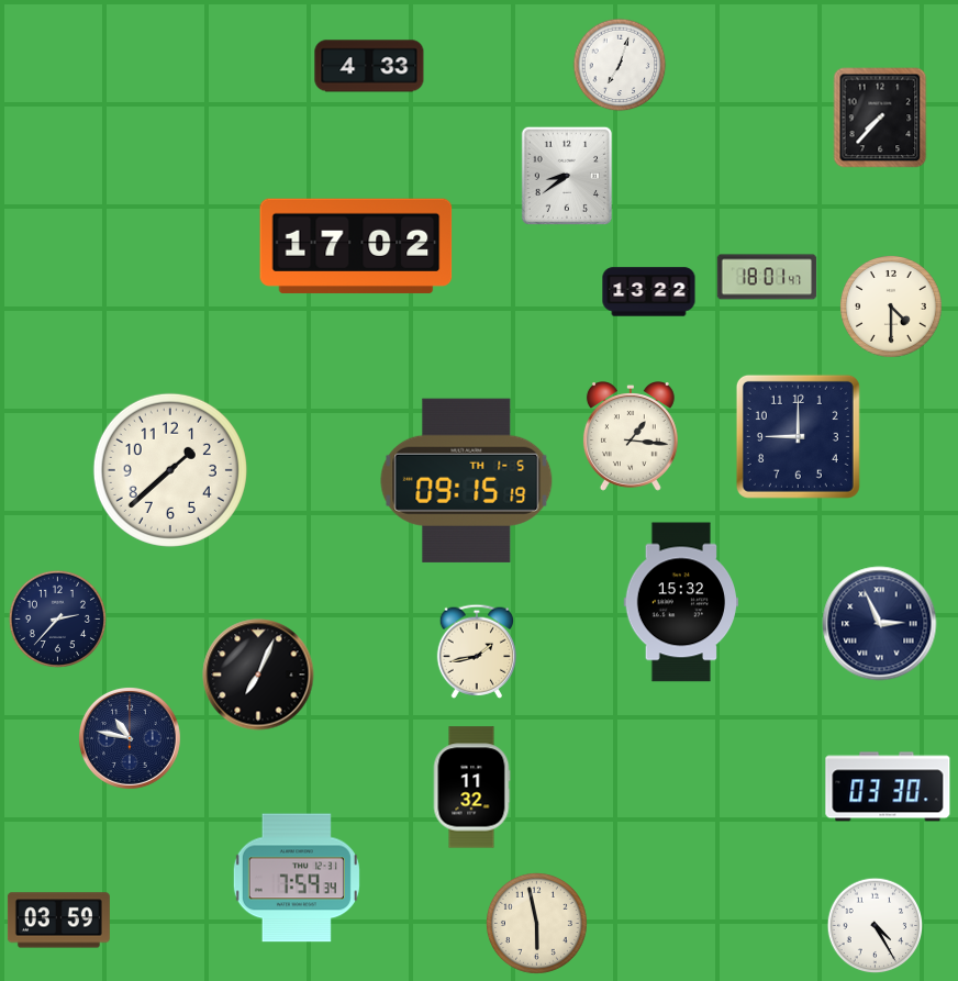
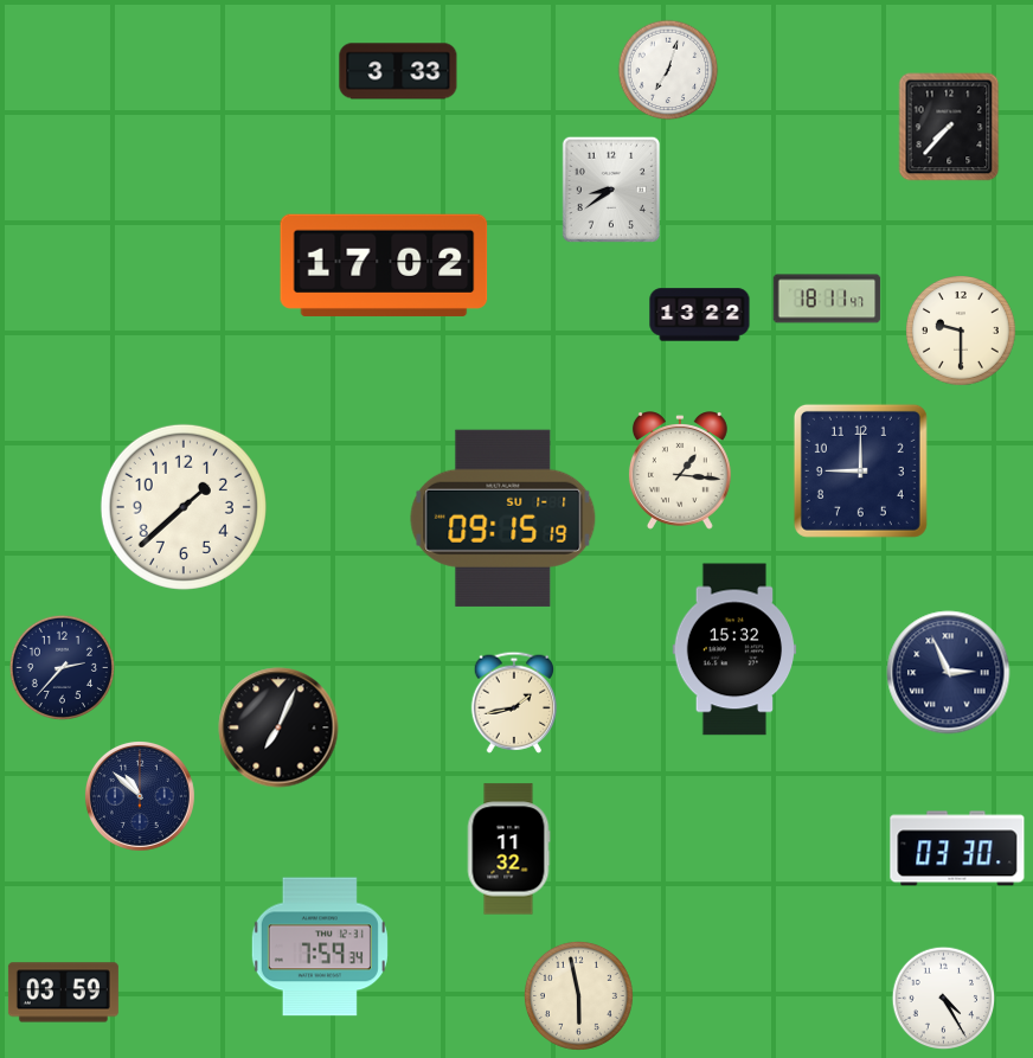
clock at (369, 66): 4:33 -> 3:33
clock at (767, 277): 18:01 -> 18:11
clock at (892, 308): 4:30 -> 9:30
clock at (467, 480) date: TH 1-5 -> SU 1-1
clock at (130, 738): 10:47 -> 10:52
